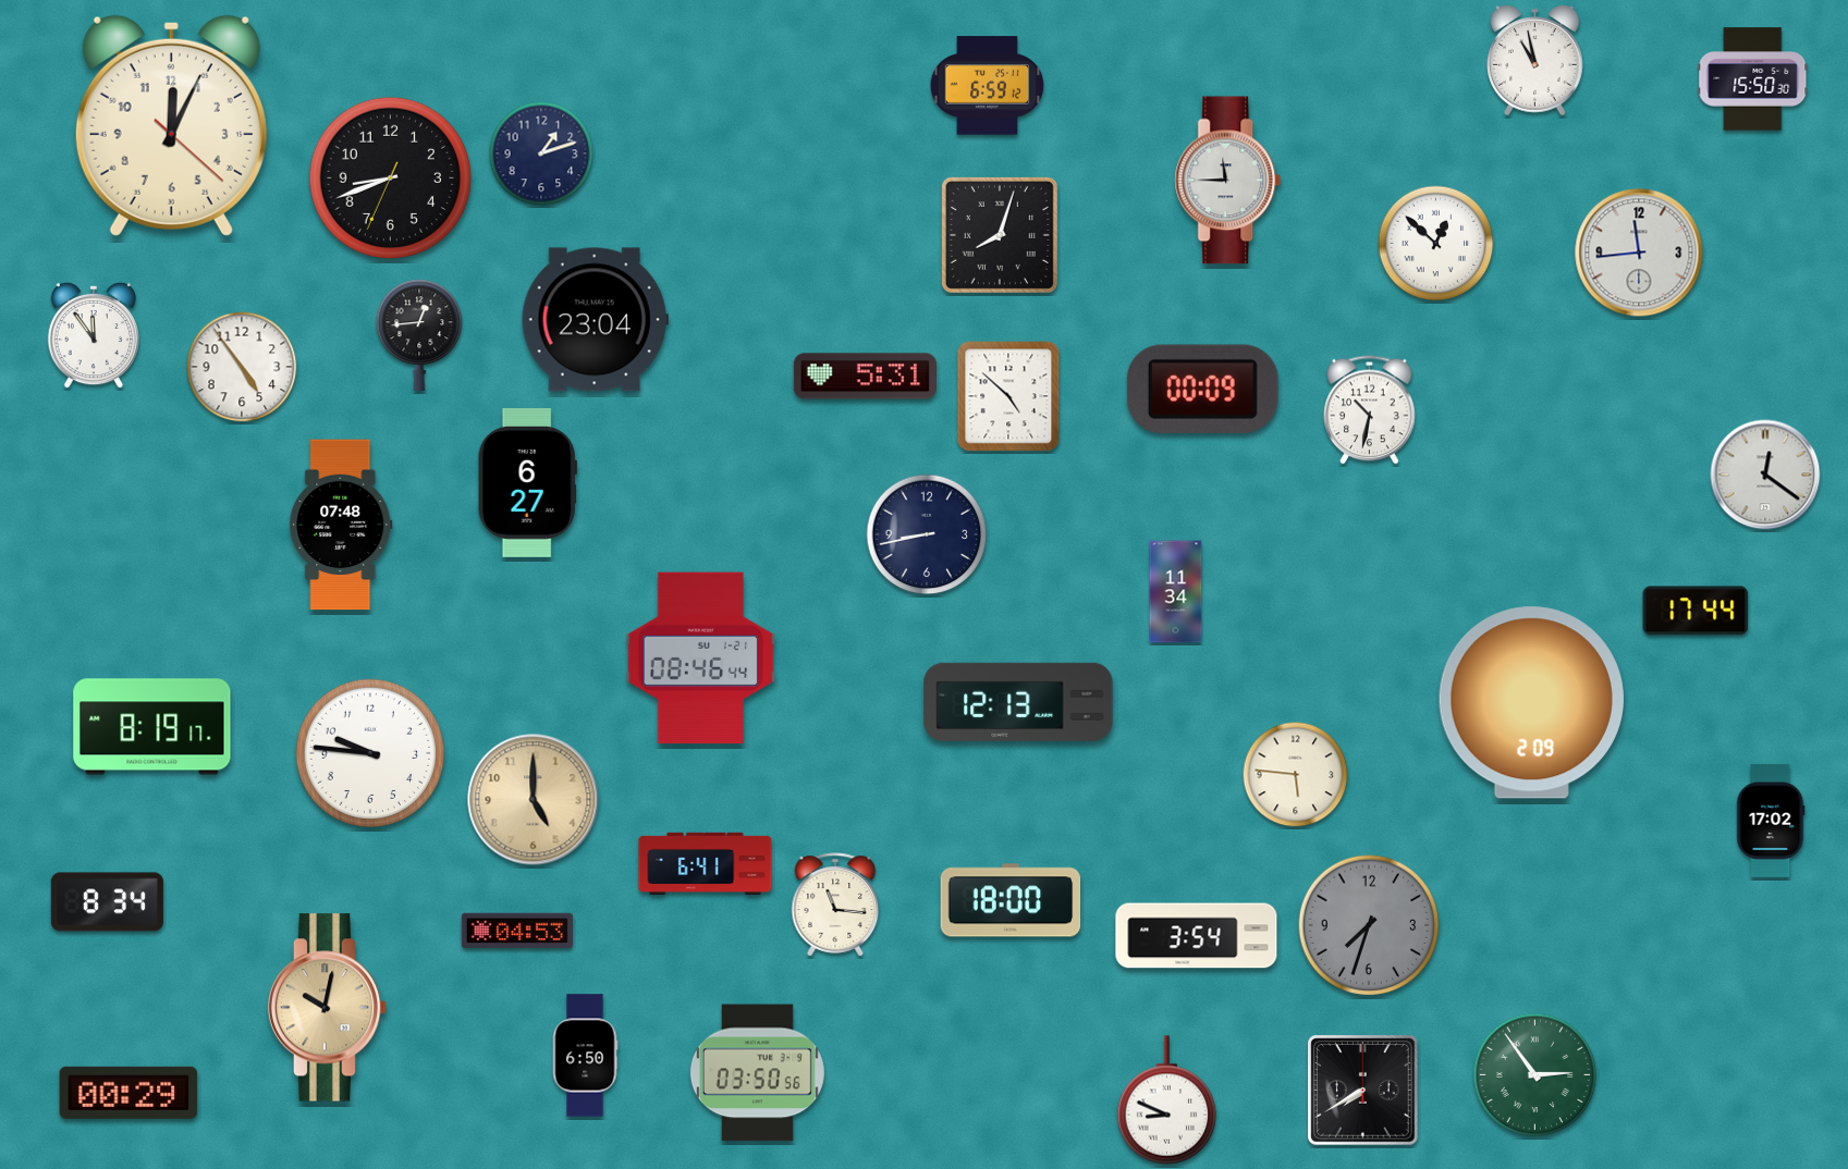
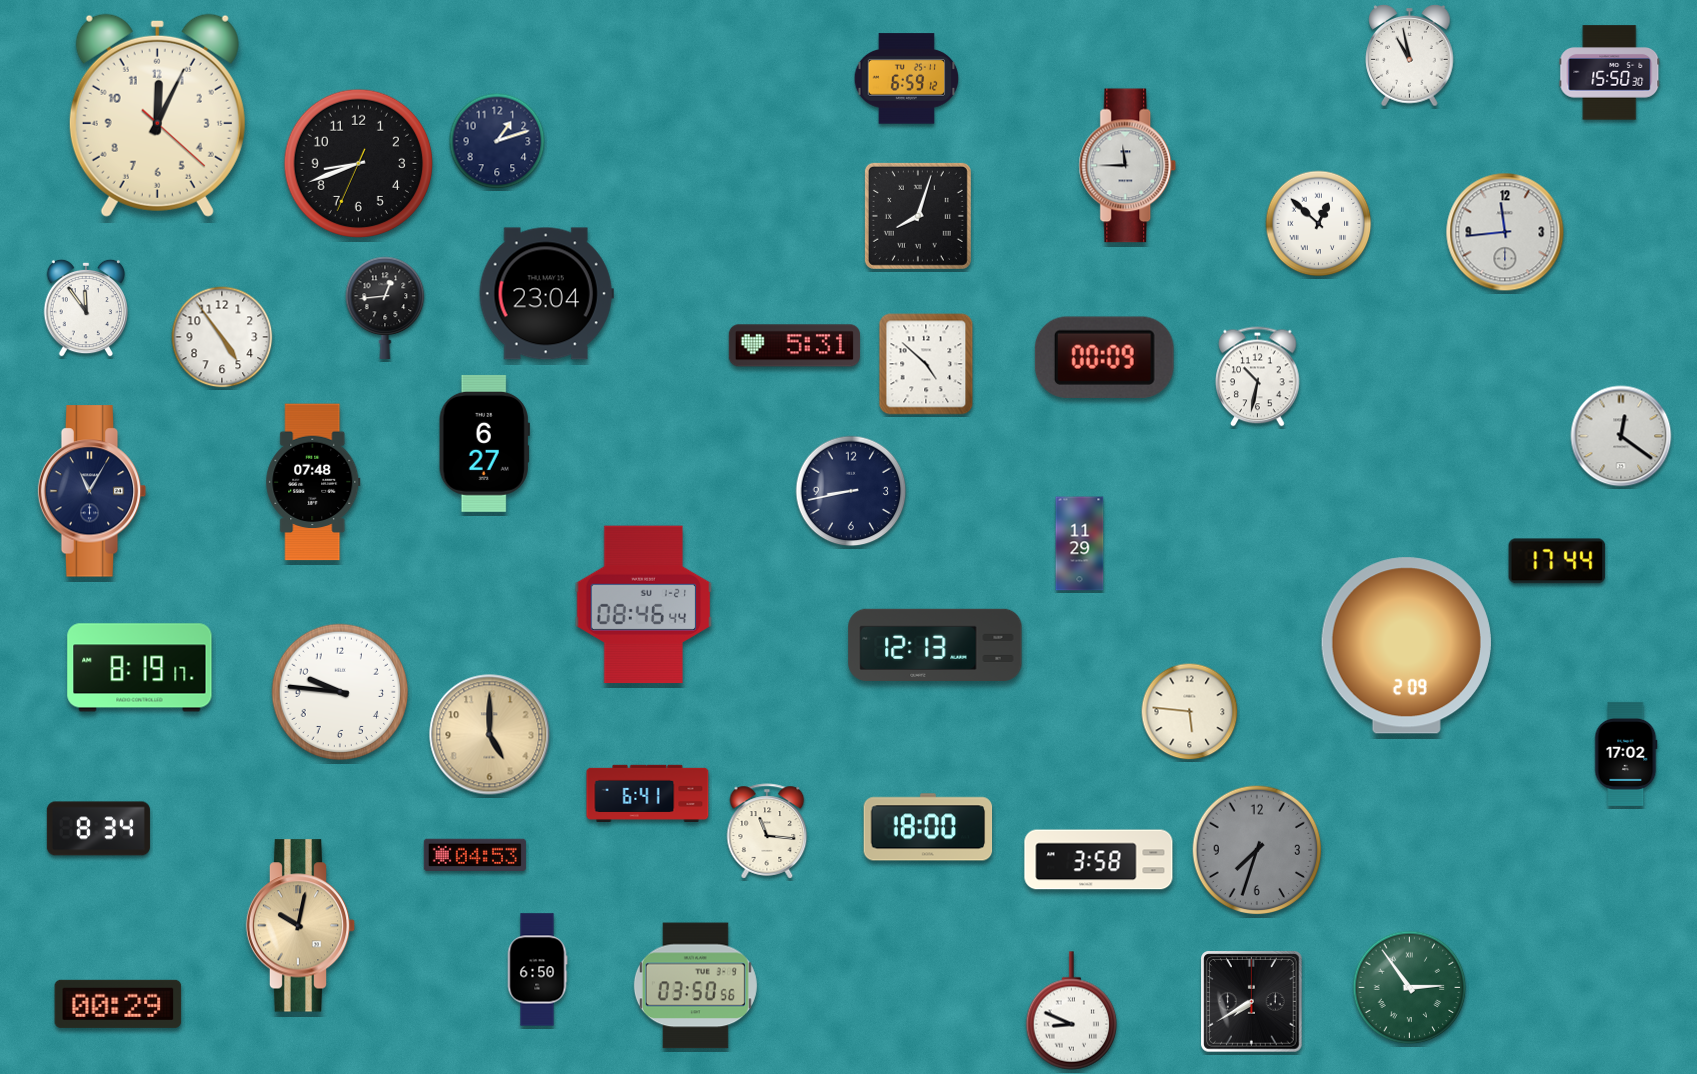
clock at (92, 491): none -> 11:05
clock at (1176, 592): 11:34 -> 11:29
clock at (1197, 936): 3:54 -> 3:58
